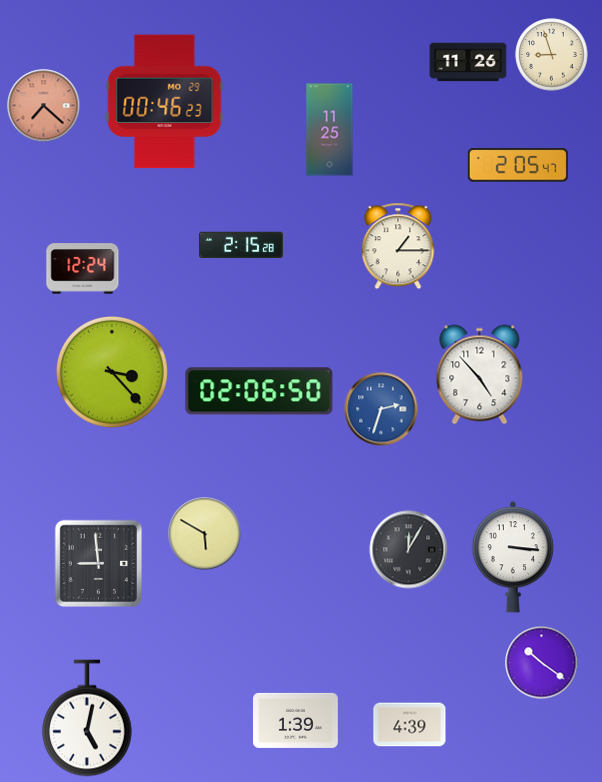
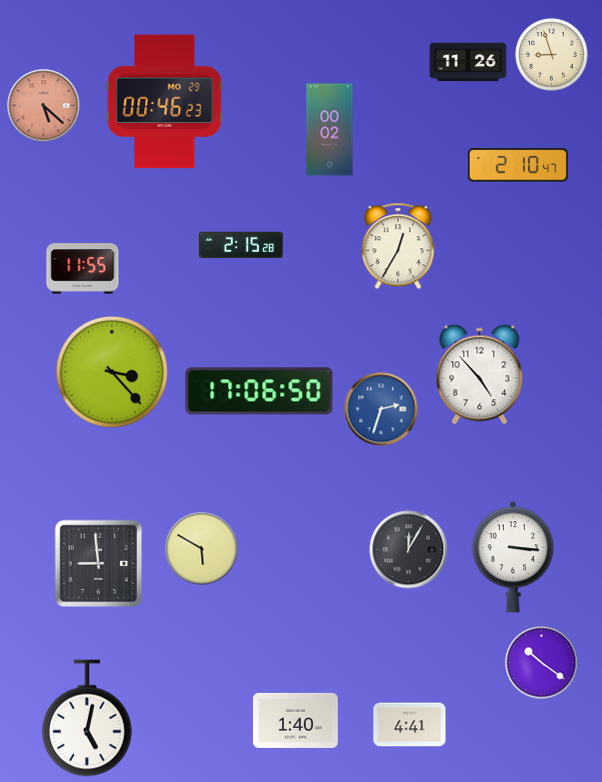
clock at (44, 106): 7:22 -> 5:22
clock at (330, 130): 11:25 -> 00:02
clock at (518, 165): 2:05 -> 2:10
clock at (398, 246): 1:15 -> 12:35
clock at (83, 269): 12:24 -> 11:55
clock at (259, 391): 02:06 -> 17:06
clock at (205, 534) position: (205, 534) -> (202, 549)
clock at (296, 720): 1:39 -> 1:40
clock at (410, 725): 4:39 -> 4:41
